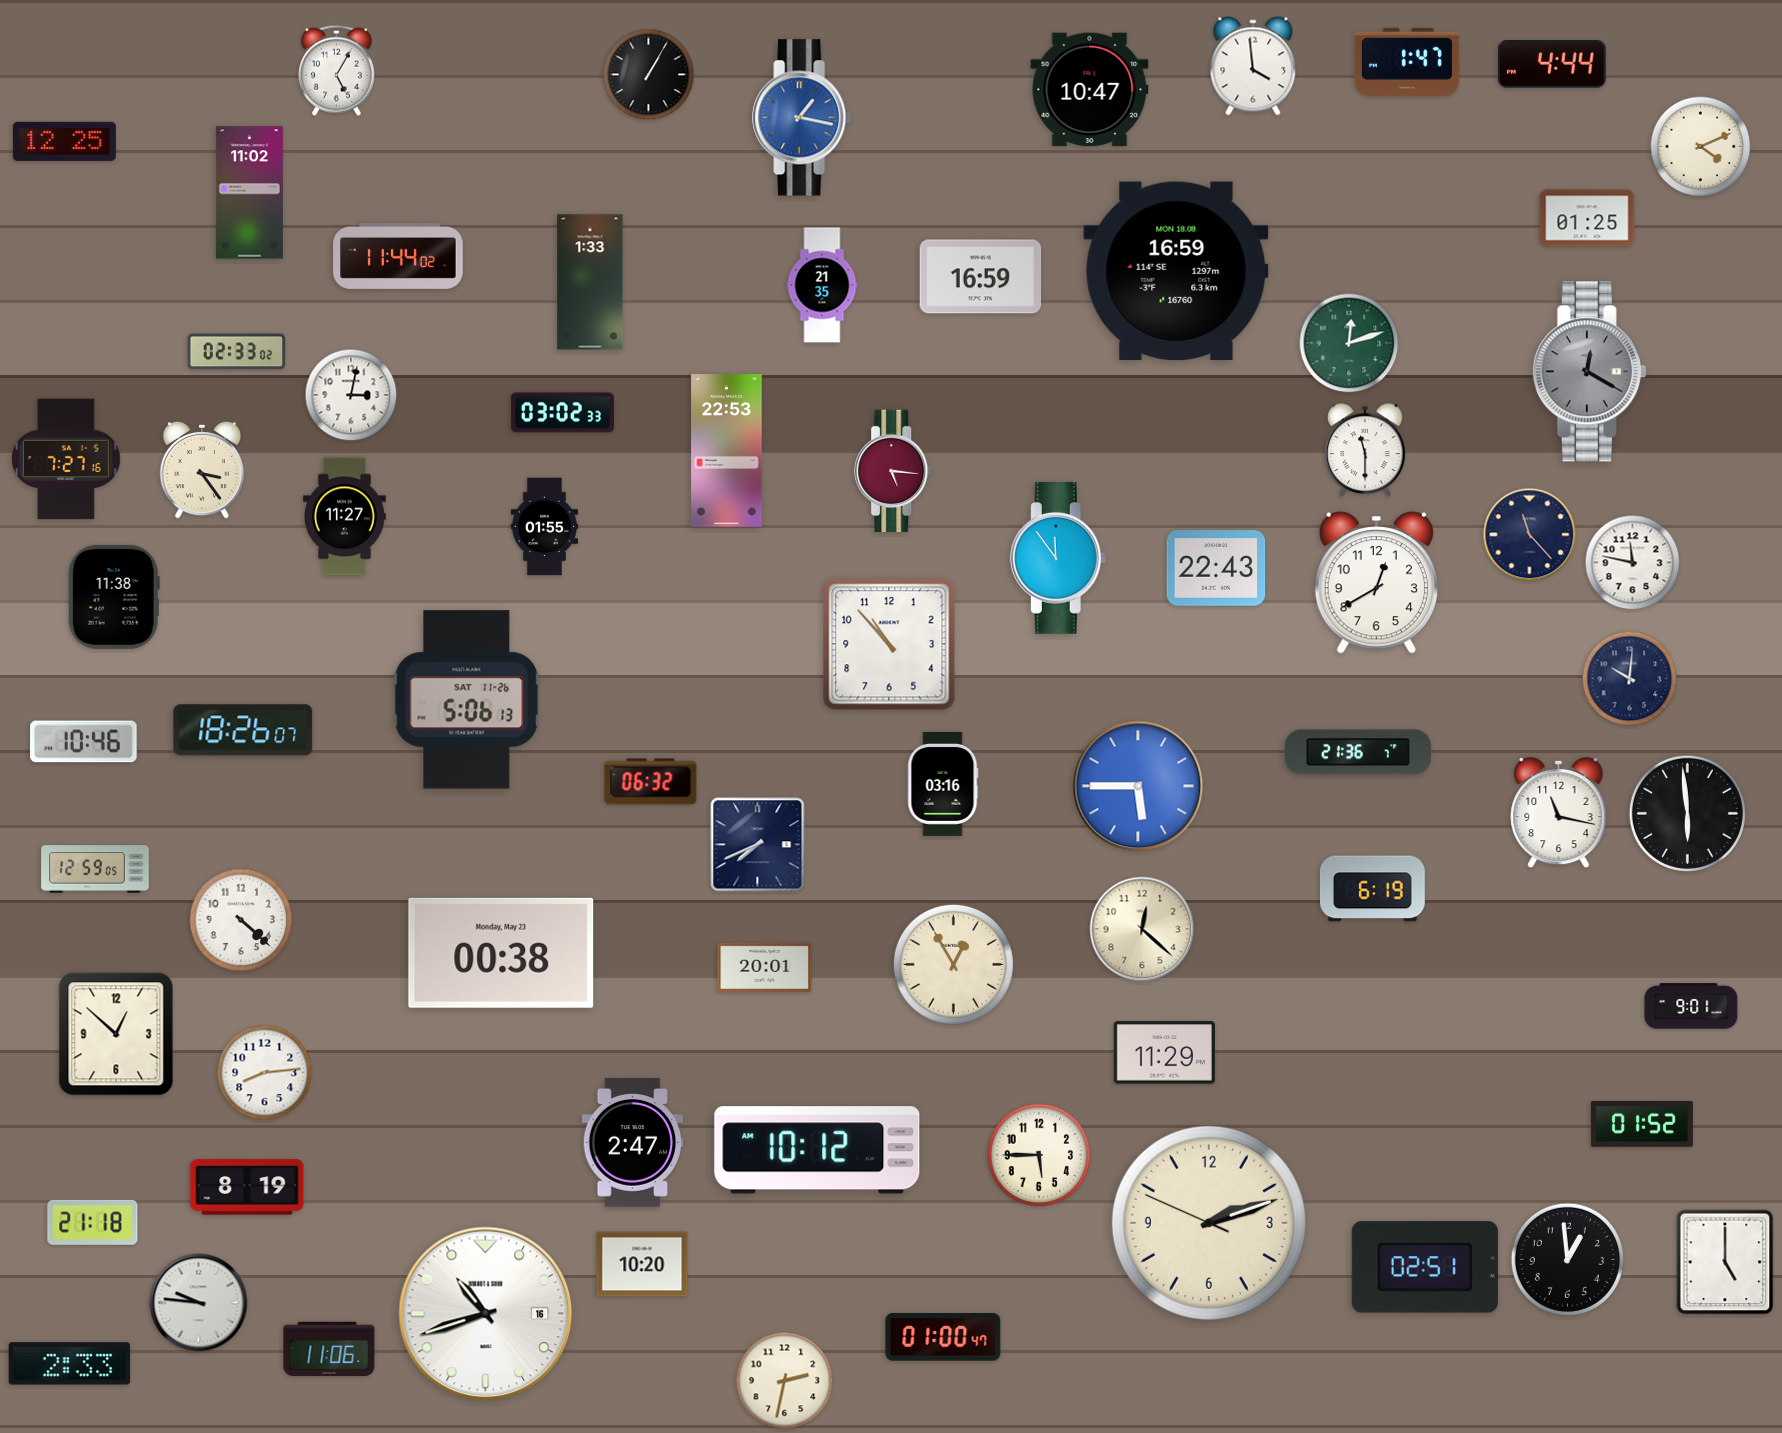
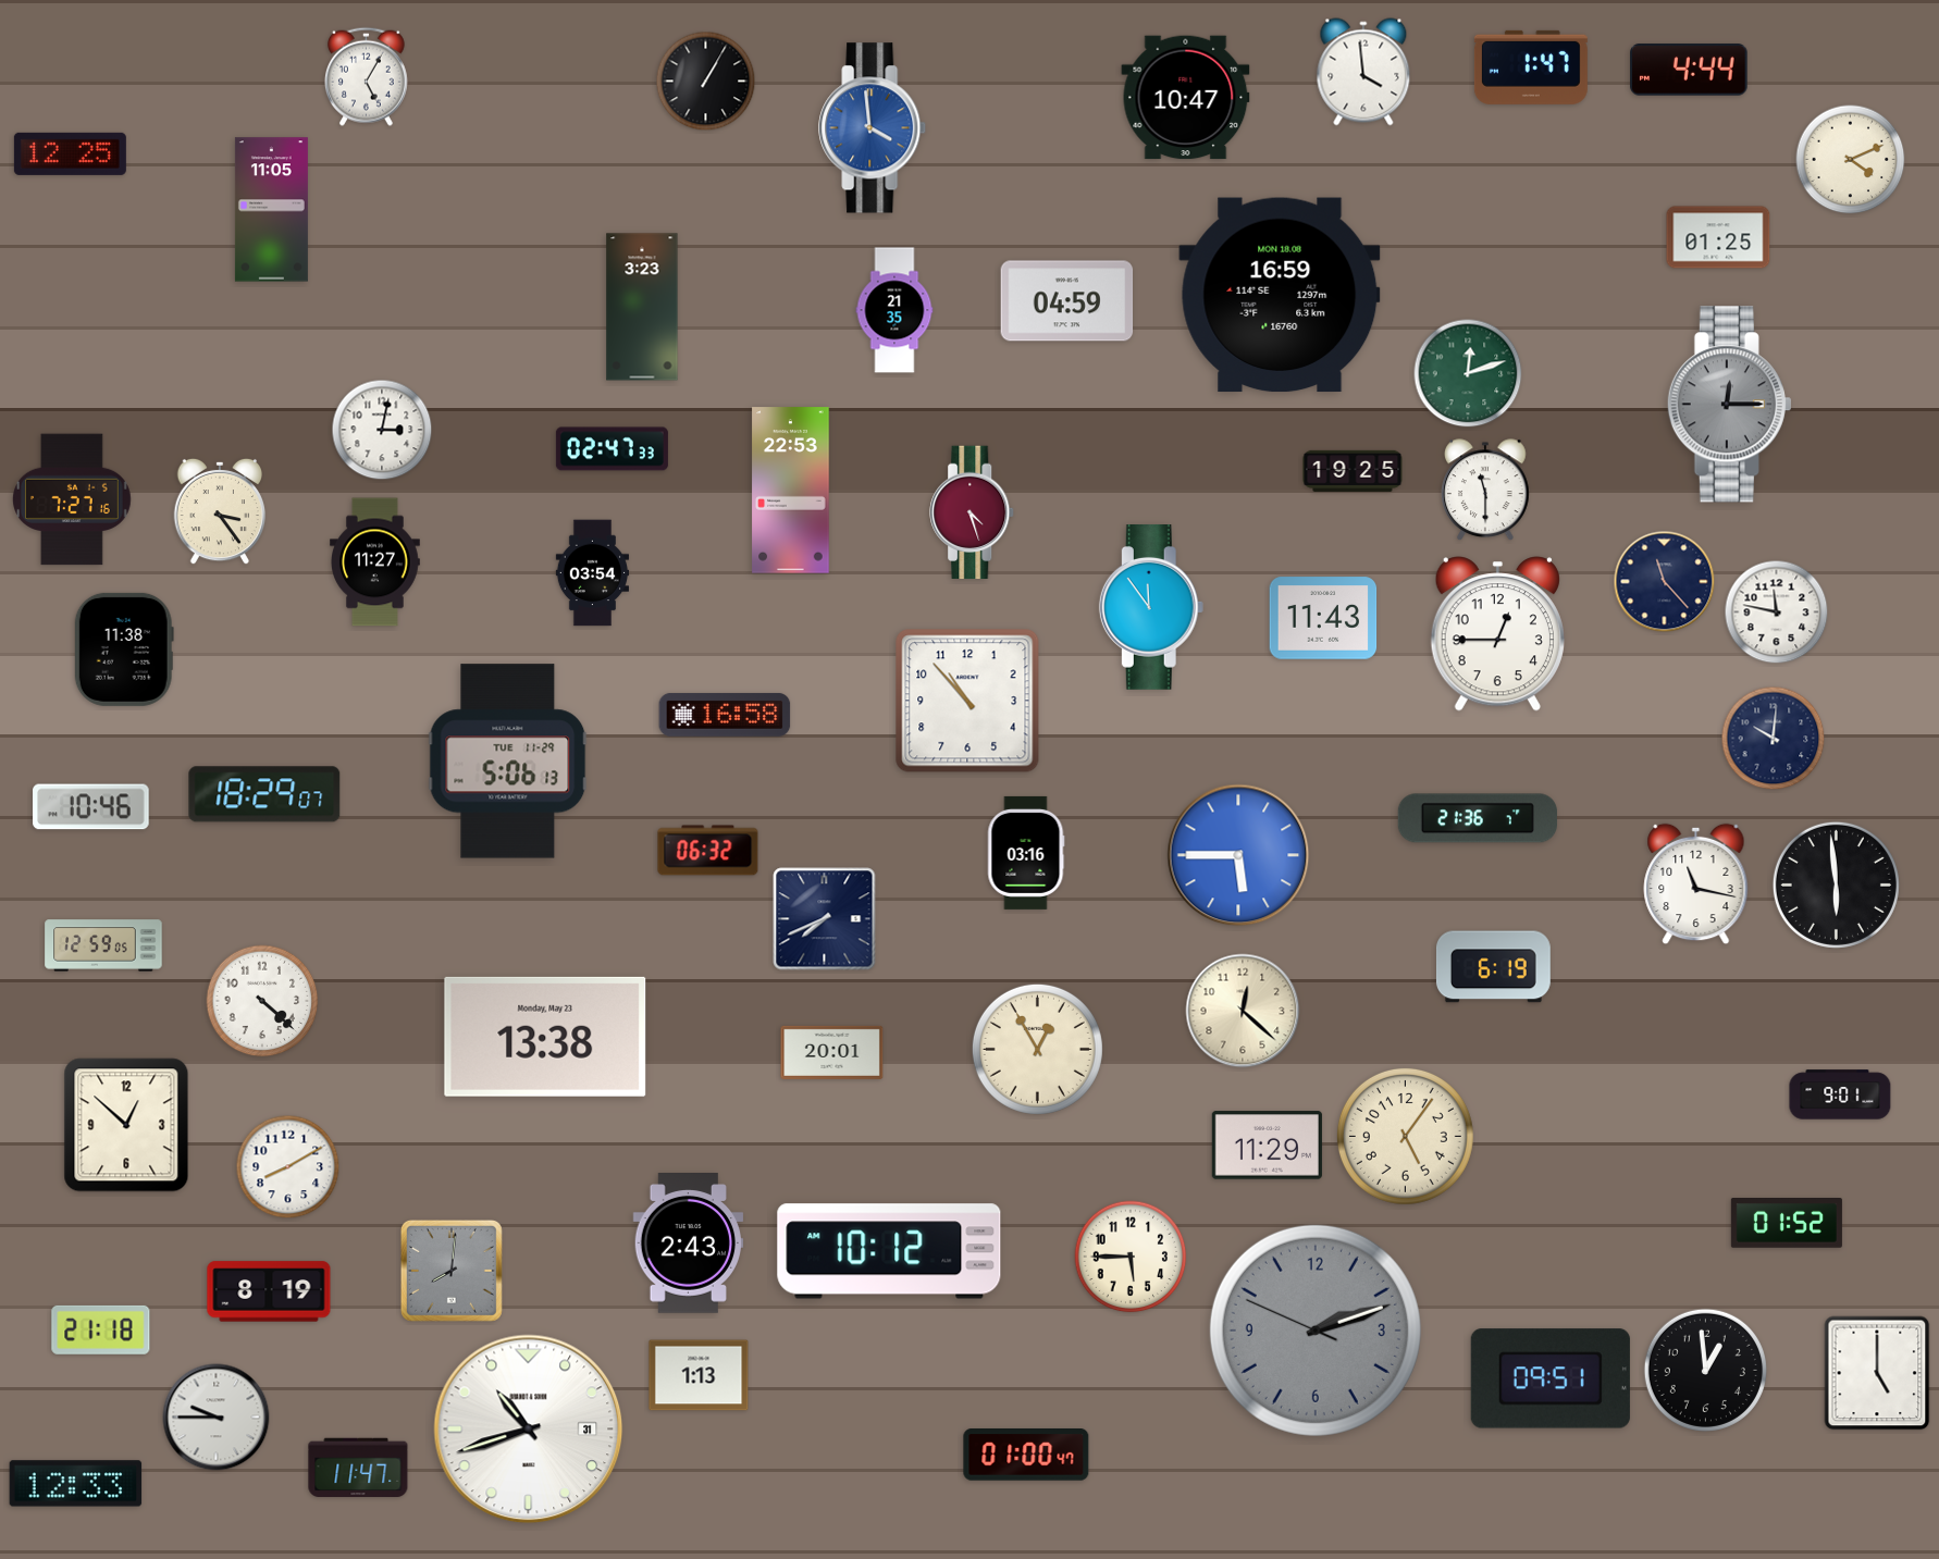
clock at (802, 118): 1:17 -> 3:59
clock at (249, 193): 11:02 -> 11:05
clock at (1587, 218) position: (1587, 218) -> (1718, 237)
clock at (398, 256): 11:44 -> none
clock at (981, 277): 16:59 -> 04:59
clock at (590, 282): 1:33 -> 3:23
clock at (237, 352): 02:33 -> none
clock at (1589, 372): 12:20 -> 12:15
clock at (562, 413): 03:02 -> 02:47
clock at (1353, 471): none -> 19:25
clock at (894, 471): 5:16 -> 4:27
clock at (544, 527): 01:55 -> 03:54
clock at (1216, 568): 22:43 -> 11:43
clock at (1376, 583): 12:40 -> 12:45
clock at (725, 715): none -> 16:58
clock at (467, 700) date: SAT 11-26 -> TUE 11-29
clock at (243, 730): 18:26 -> 18:29
clock at (501, 953): 00:38 -> 13:38
clock at (1405, 1136): none -> 5:06
clock at (265, 1073): 8:14 -> 8:10
clock at (633, 1143): 2:47 -> 2:43
clock at (452, 1271): none -> 8:01
clock at (1209, 1223) dial: cream -> grey
clock at (642, 1264): 10:20 -> 1:13
clock at (1425, 1267): 02:51 -> 09:51
clock at (199, 1303): 9:46 -> 9:45
clock at (486, 1314) date: 16 -> 31
clock at (329, 1349): 11:06 -> 11:47
clock at (70, 1364): 2:33 -> 12:33
clock at (785, 1381): 2:32 -> none
